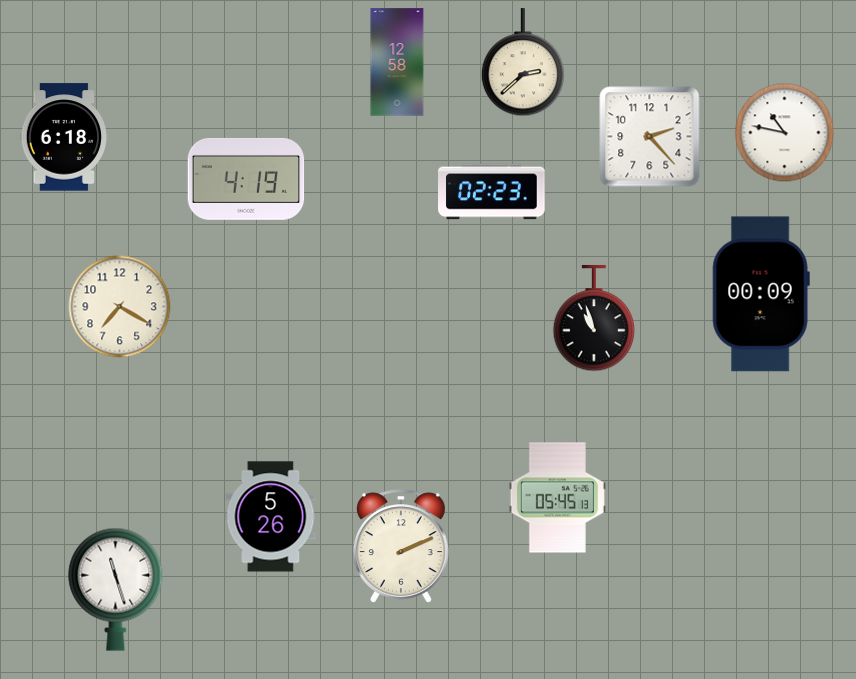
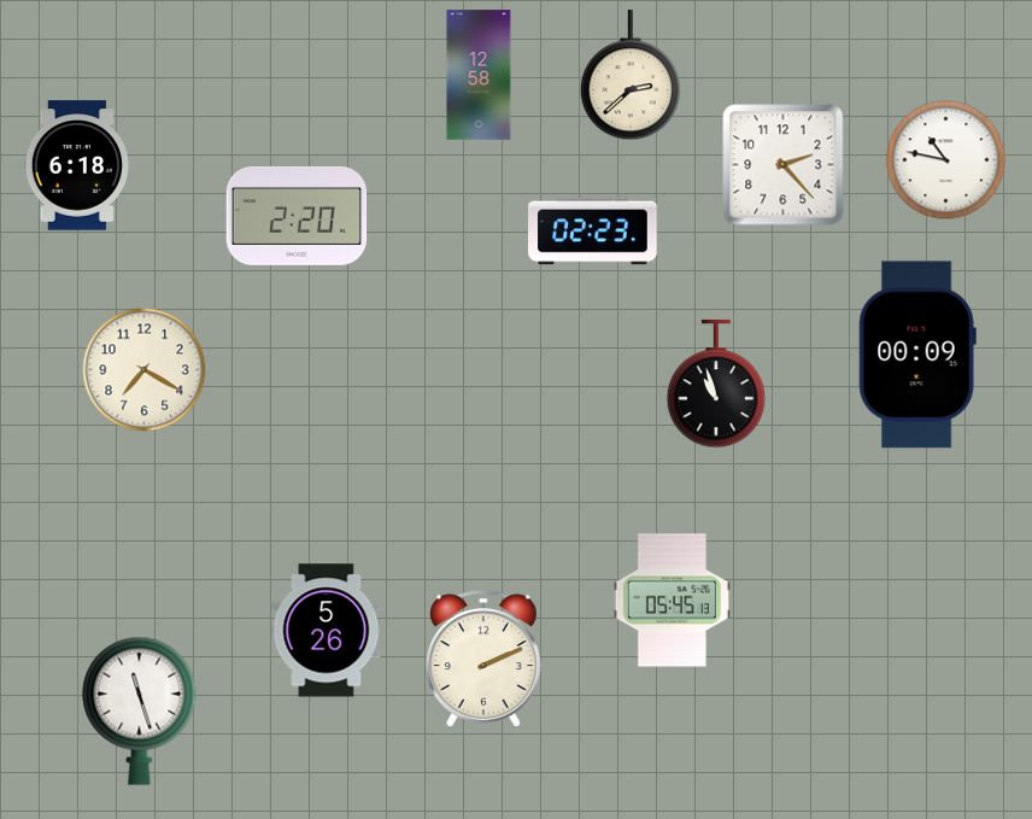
clock at (246, 179): 4:19 -> 2:20
clock at (271, 517) position: (271, 517) -> (327, 631)
